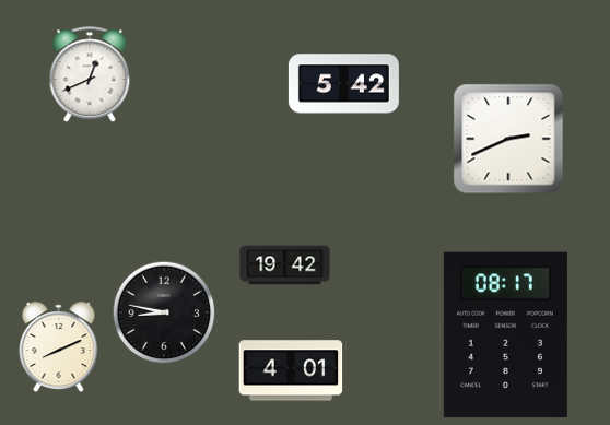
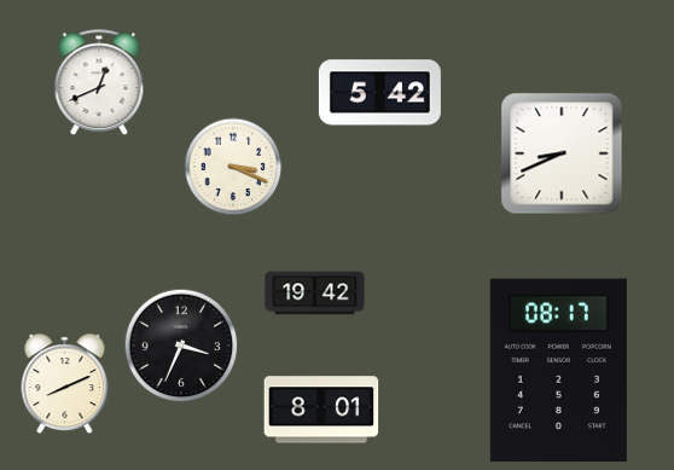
clock at (508, 139): 2:41 -> 8:41
clock at (233, 167): none -> 3:19
clock at (164, 312): 8:47 -> 3:34
clock at (291, 370): 4:01 -> 8:01
